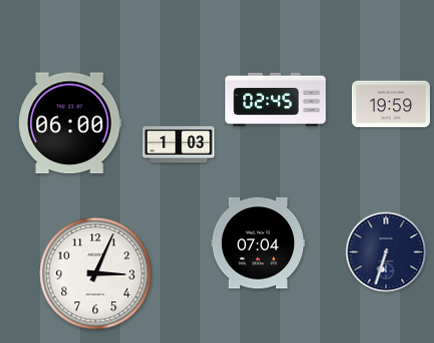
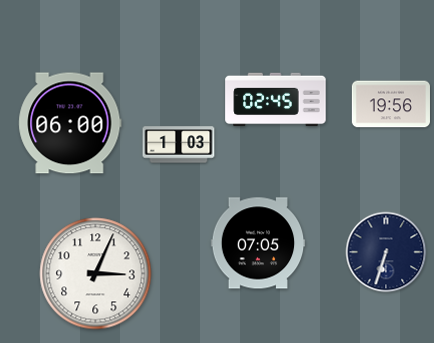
clock at (391, 104): 19:59 -> 19:56
clock at (258, 243): 07:04 -> 07:05
